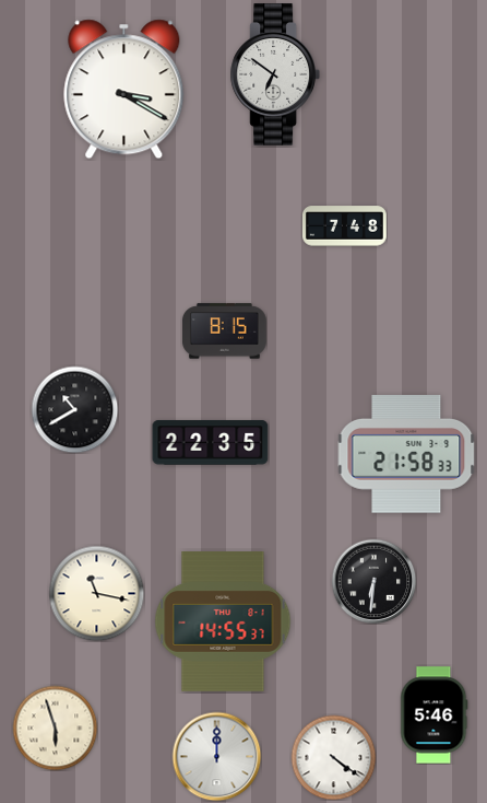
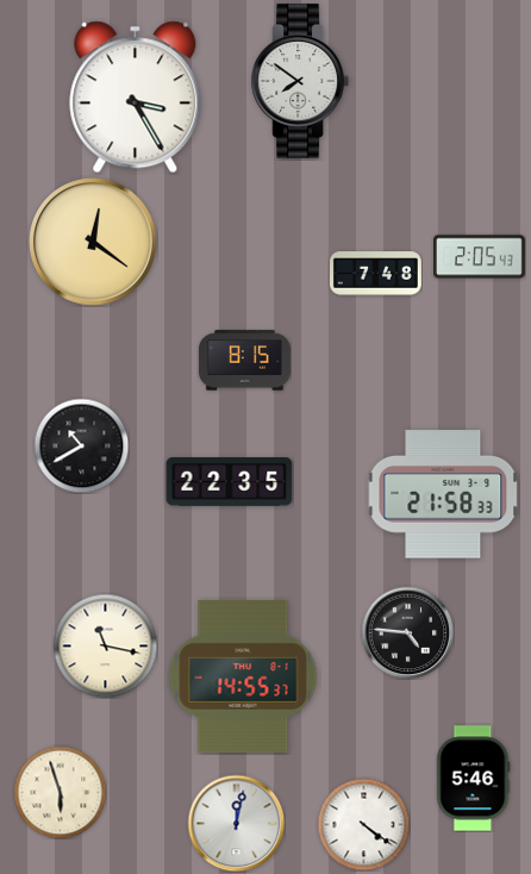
clock at (274, 74): 6:51 -> 7:51
clock at (124, 90): 3:20 -> 3:25
clock at (93, 242): none -> 12:21
clock at (345, 226) position: (345, 226) -> (376, 274)
clock at (480, 257): none -> 2:05
clock at (373, 581): 6:31 -> 4:46
clock at (216, 756): 12:00 -> 12:02
